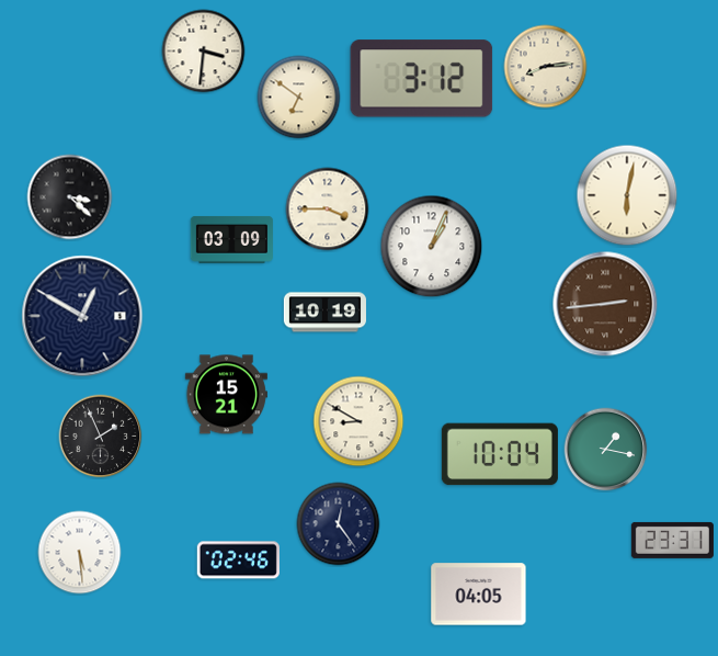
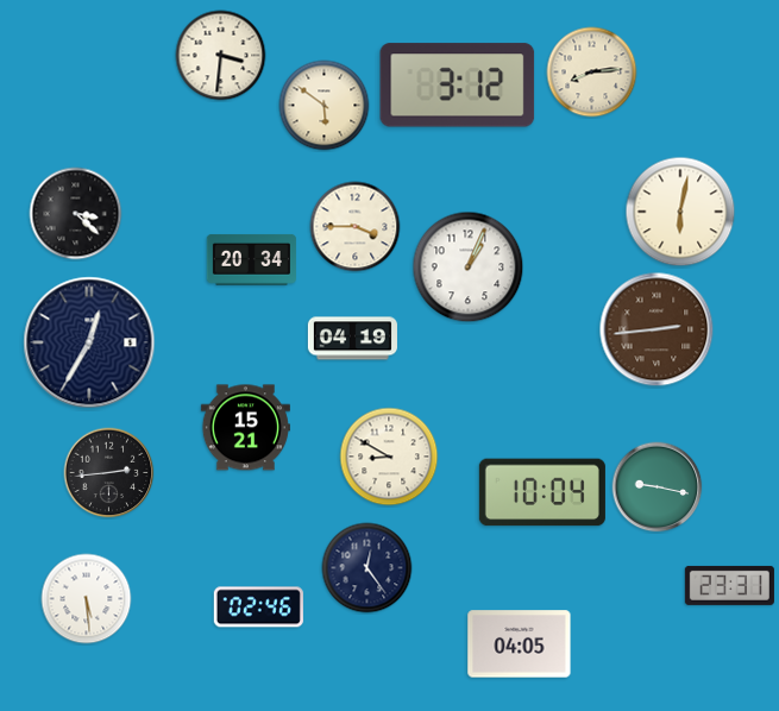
clock at (299, 98): 6:51 -> 5:51
clock at (231, 239): 03:09 -> 20:34
clock at (324, 313): 10:19 -> 04:19
clock at (82, 316): 12:50 -> 12:35
clock at (101, 437): 1:56 -> 2:44
clock at (606, 450): 1:17 -> 9:17
